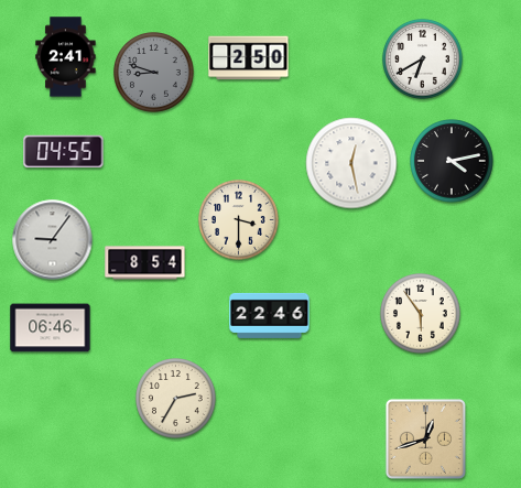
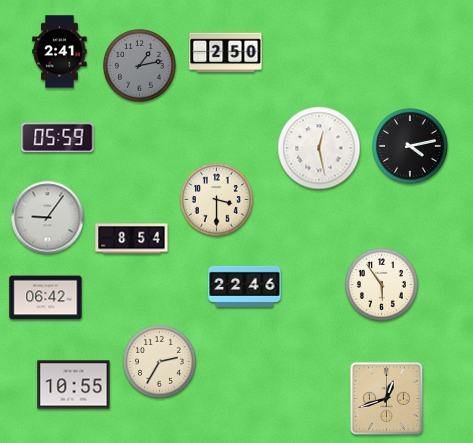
clock at (423, 59): 6:40 -> none
clock at (154, 73): 8:48 -> 1:13
clock at (64, 152): 04:55 -> 05:59
clock at (51, 328): 06:46 -> 06:42
clock at (74, 385): none -> 10:55
